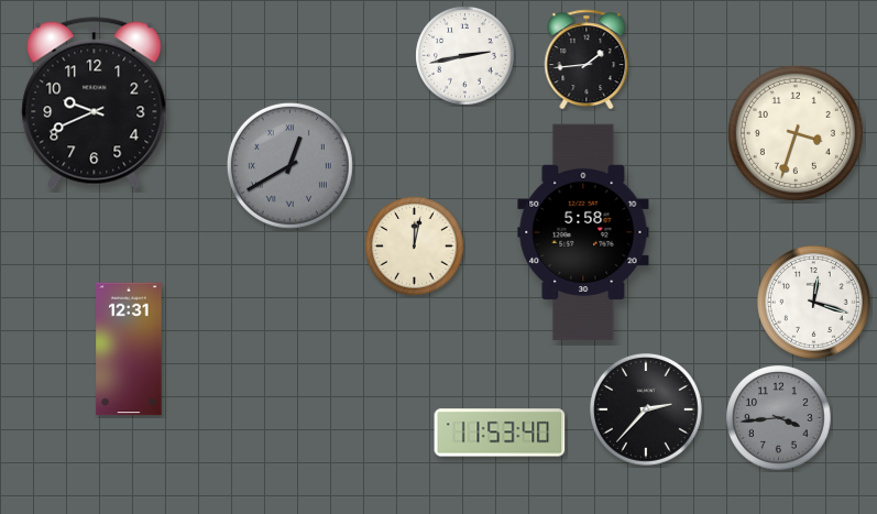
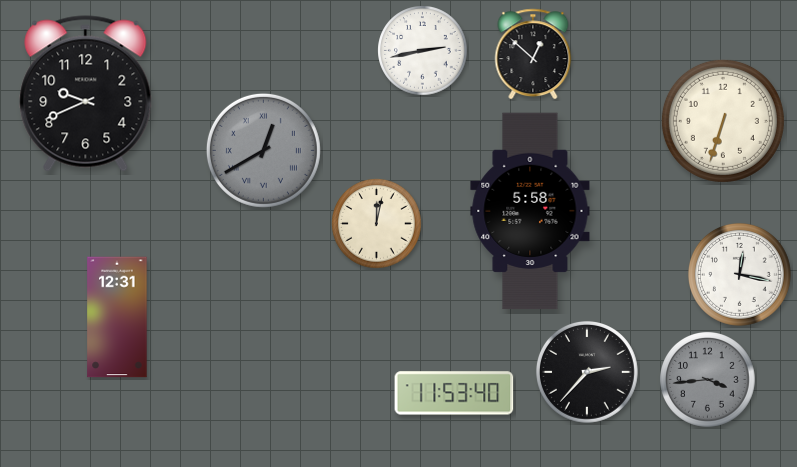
clock at (587, 59): 1:44 -> 12:52
clock at (796, 133): 3:33 -> 6:33
clock at (813, 302): 12:18 -> 12:17
